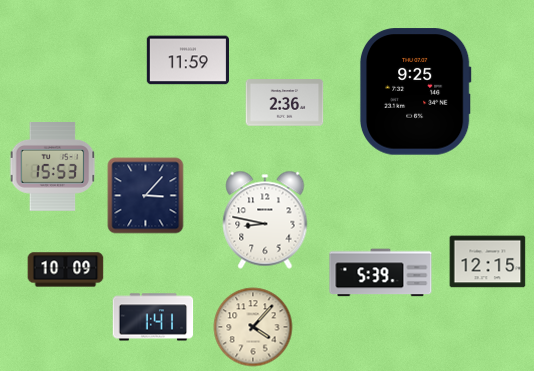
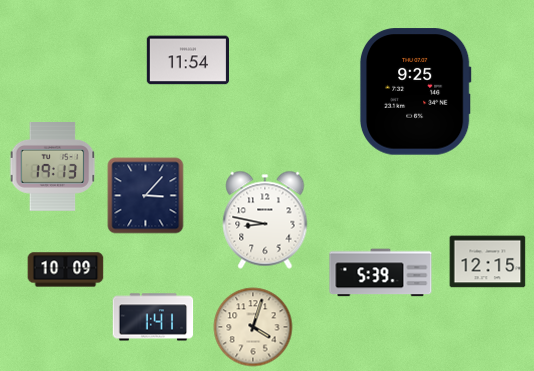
clock at (187, 60): 11:59 -> 11:54
clock at (285, 103): 2:36 -> none
clock at (53, 167): 15:53 -> 19:13
clock at (253, 327): 4:07 -> 4:03
